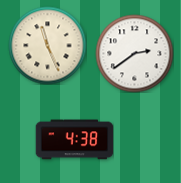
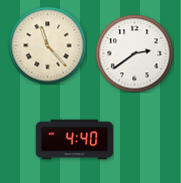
clock at (47, 45): 11:26 -> 11:23
clock at (74, 140): 4:38 -> 4:40
